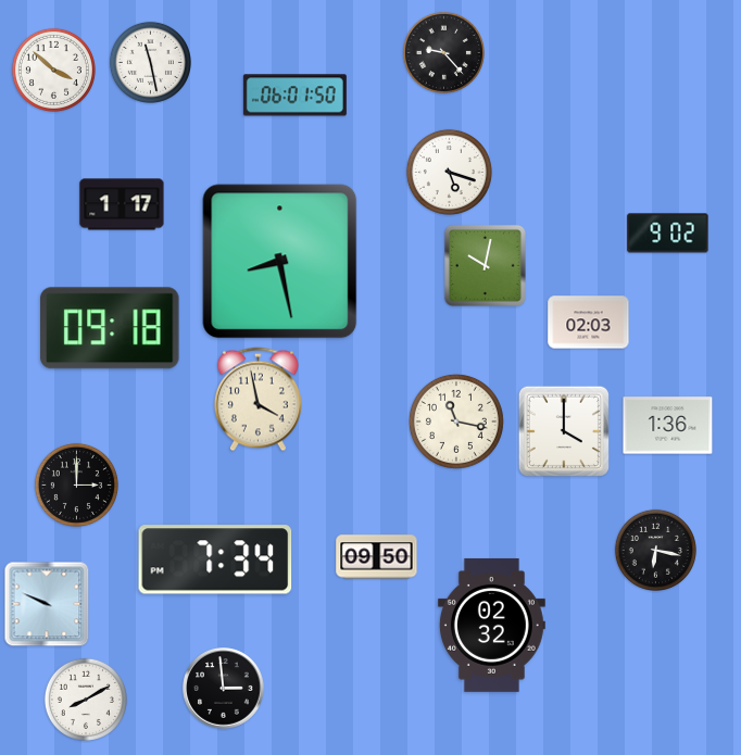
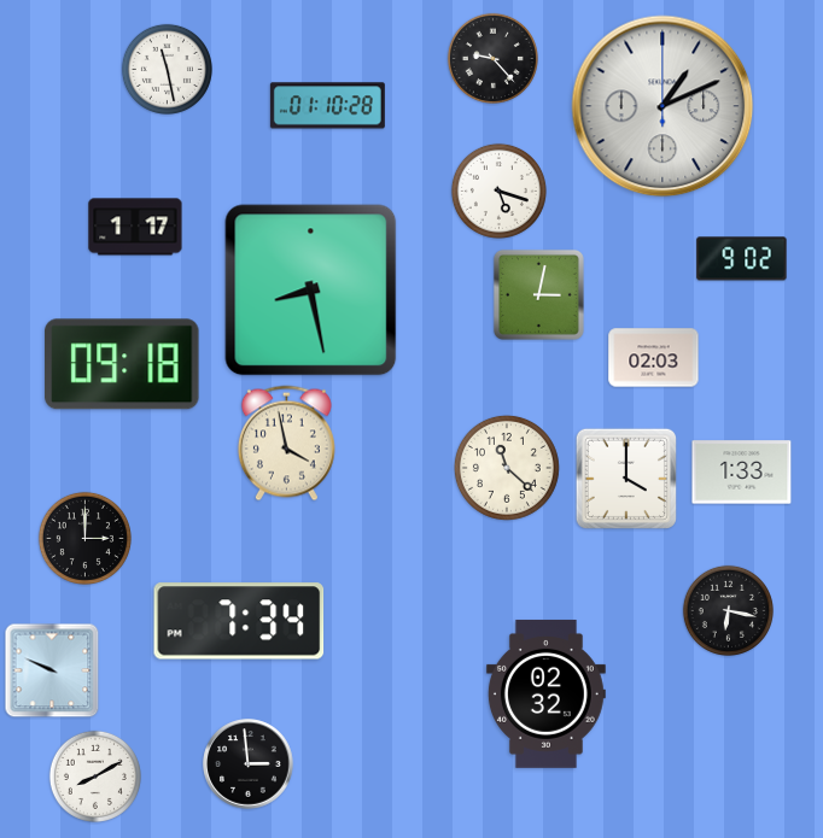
clock at (53, 70): 3:52 -> none
clock at (294, 96): 06:01 -> 01:10
clock at (663, 106): none -> 1:11
clock at (485, 265): 10:02 -> 3:02
clock at (456, 421): 11:17 -> 11:22
clock at (668, 426): 1:36 -> 1:33
clock at (377, 557): 09:50 -> none
